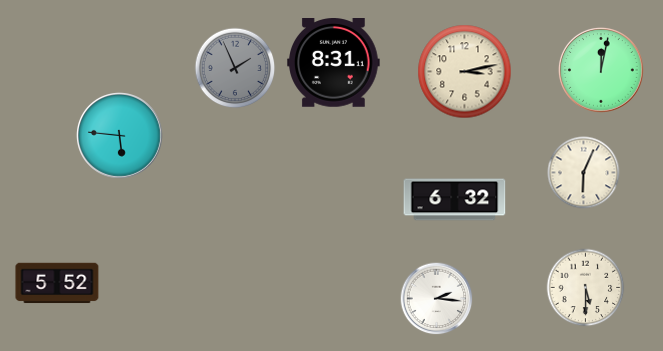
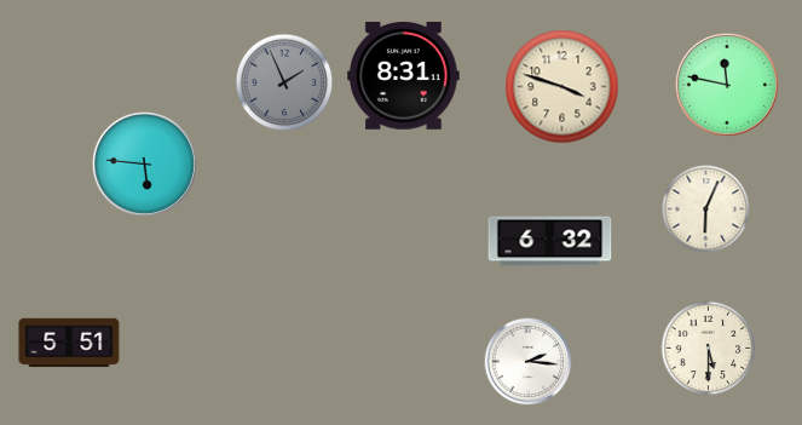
clock at (601, 70): 12:02 -> 11:47
clock at (465, 72): 3:13 -> 3:48
clock at (57, 283): 5:52 -> 5:51
